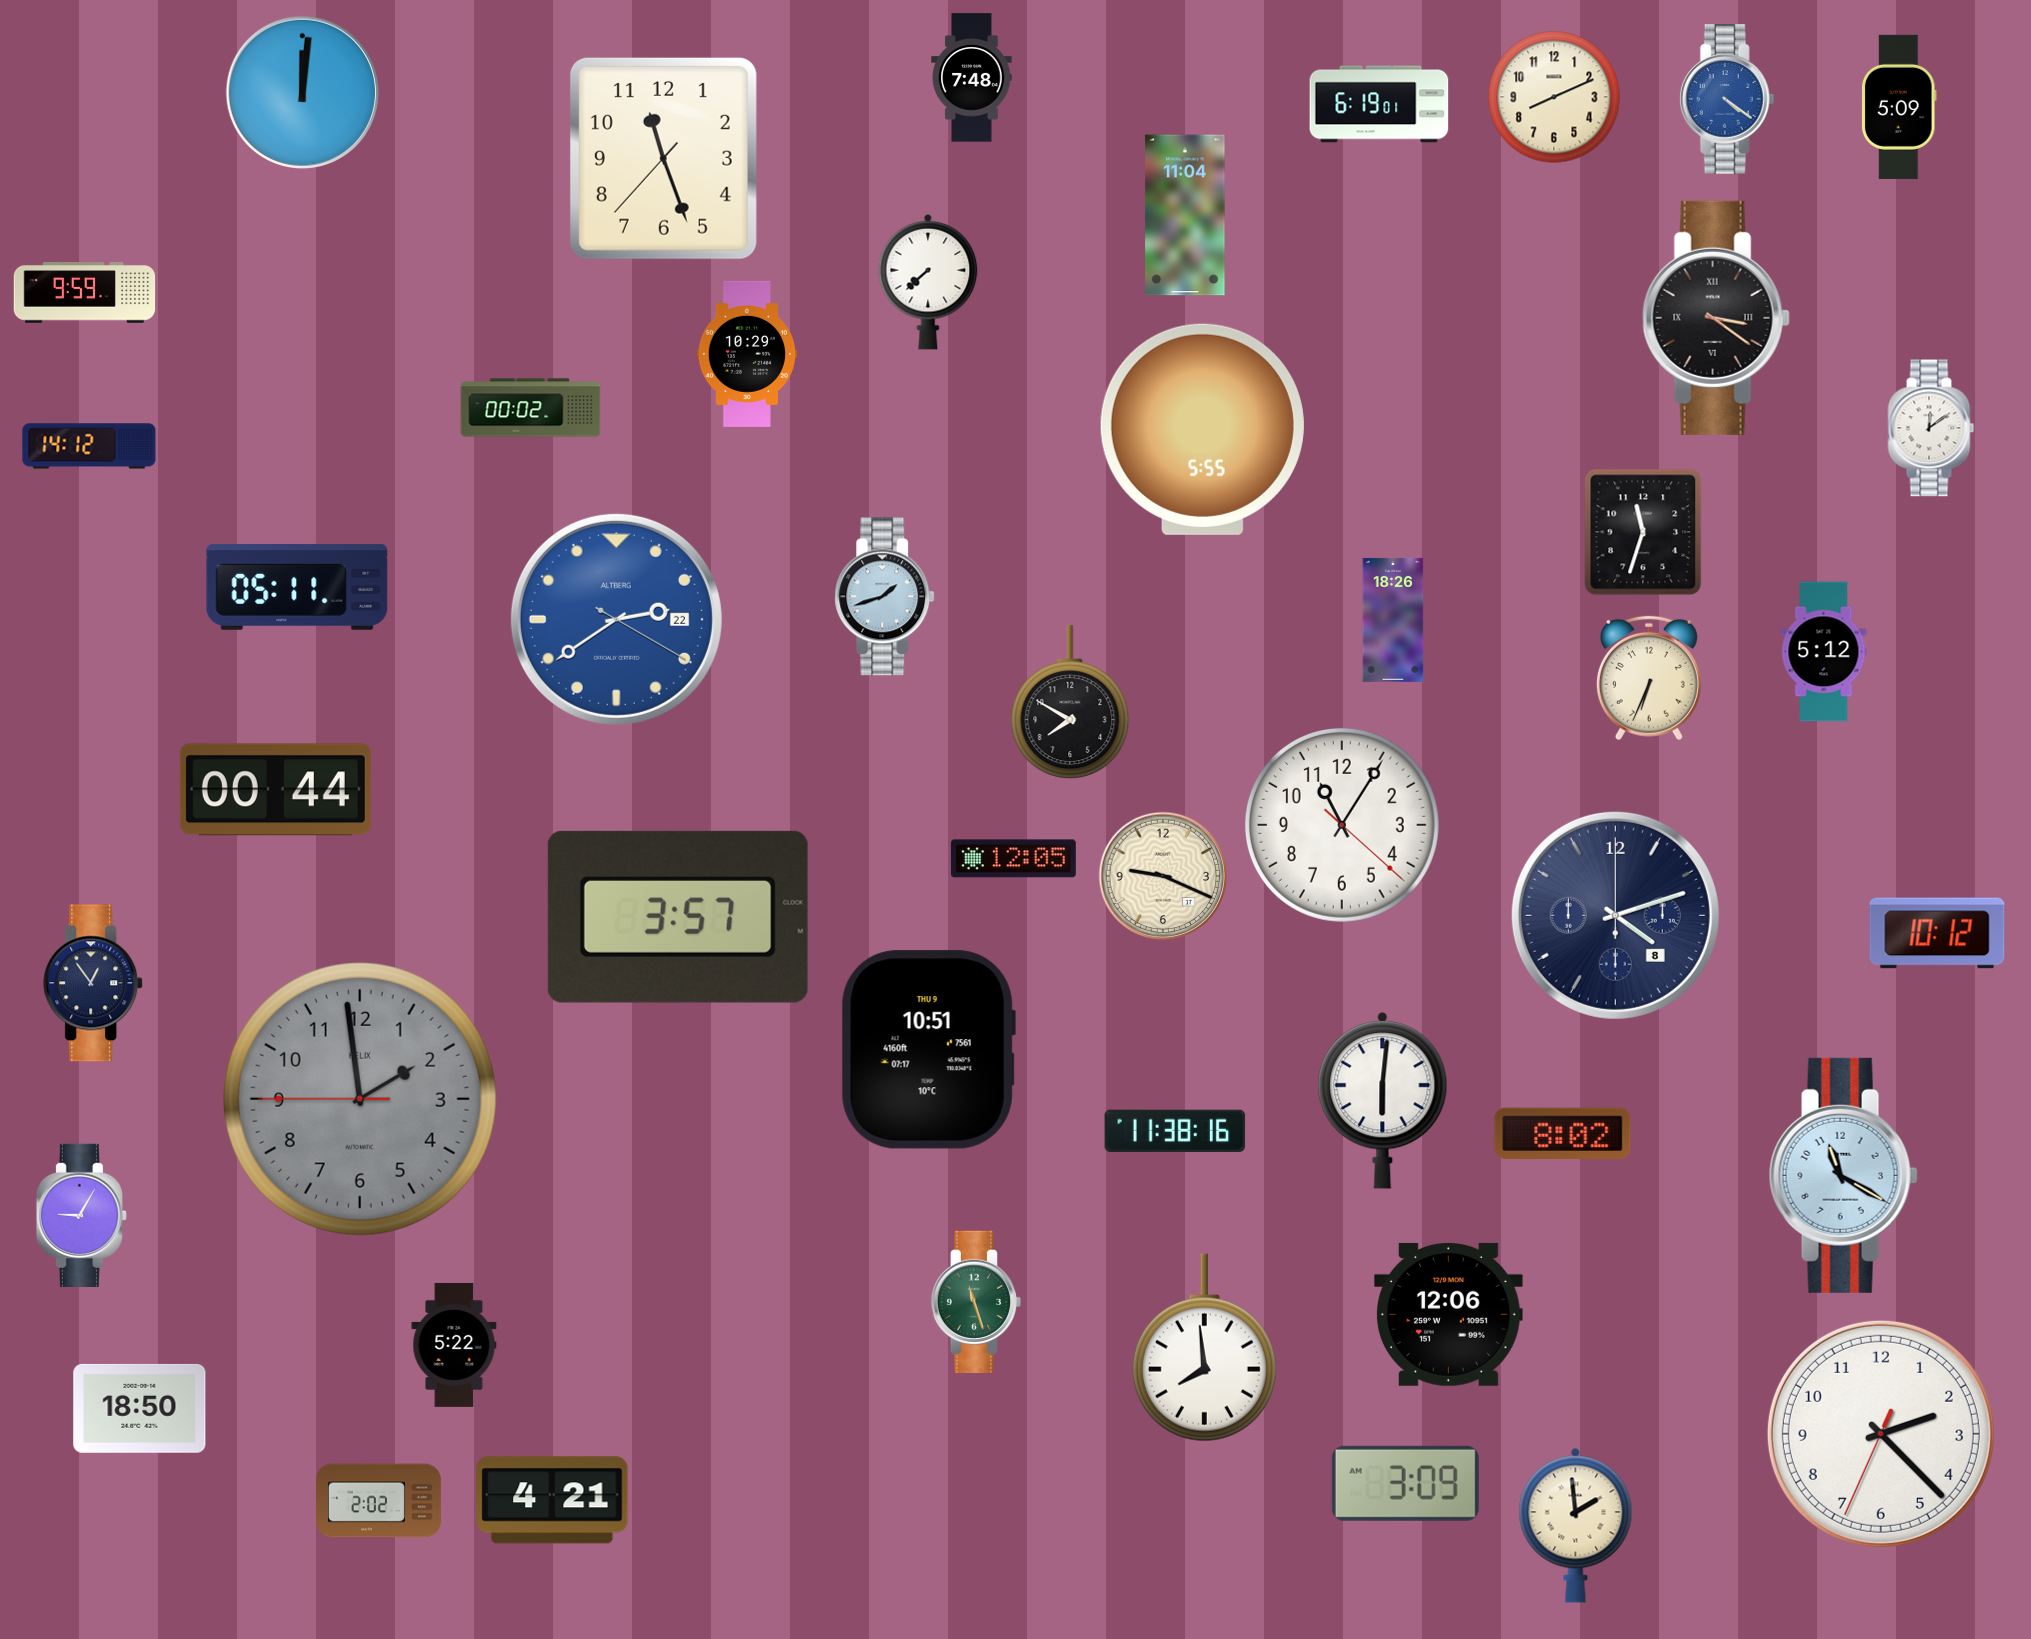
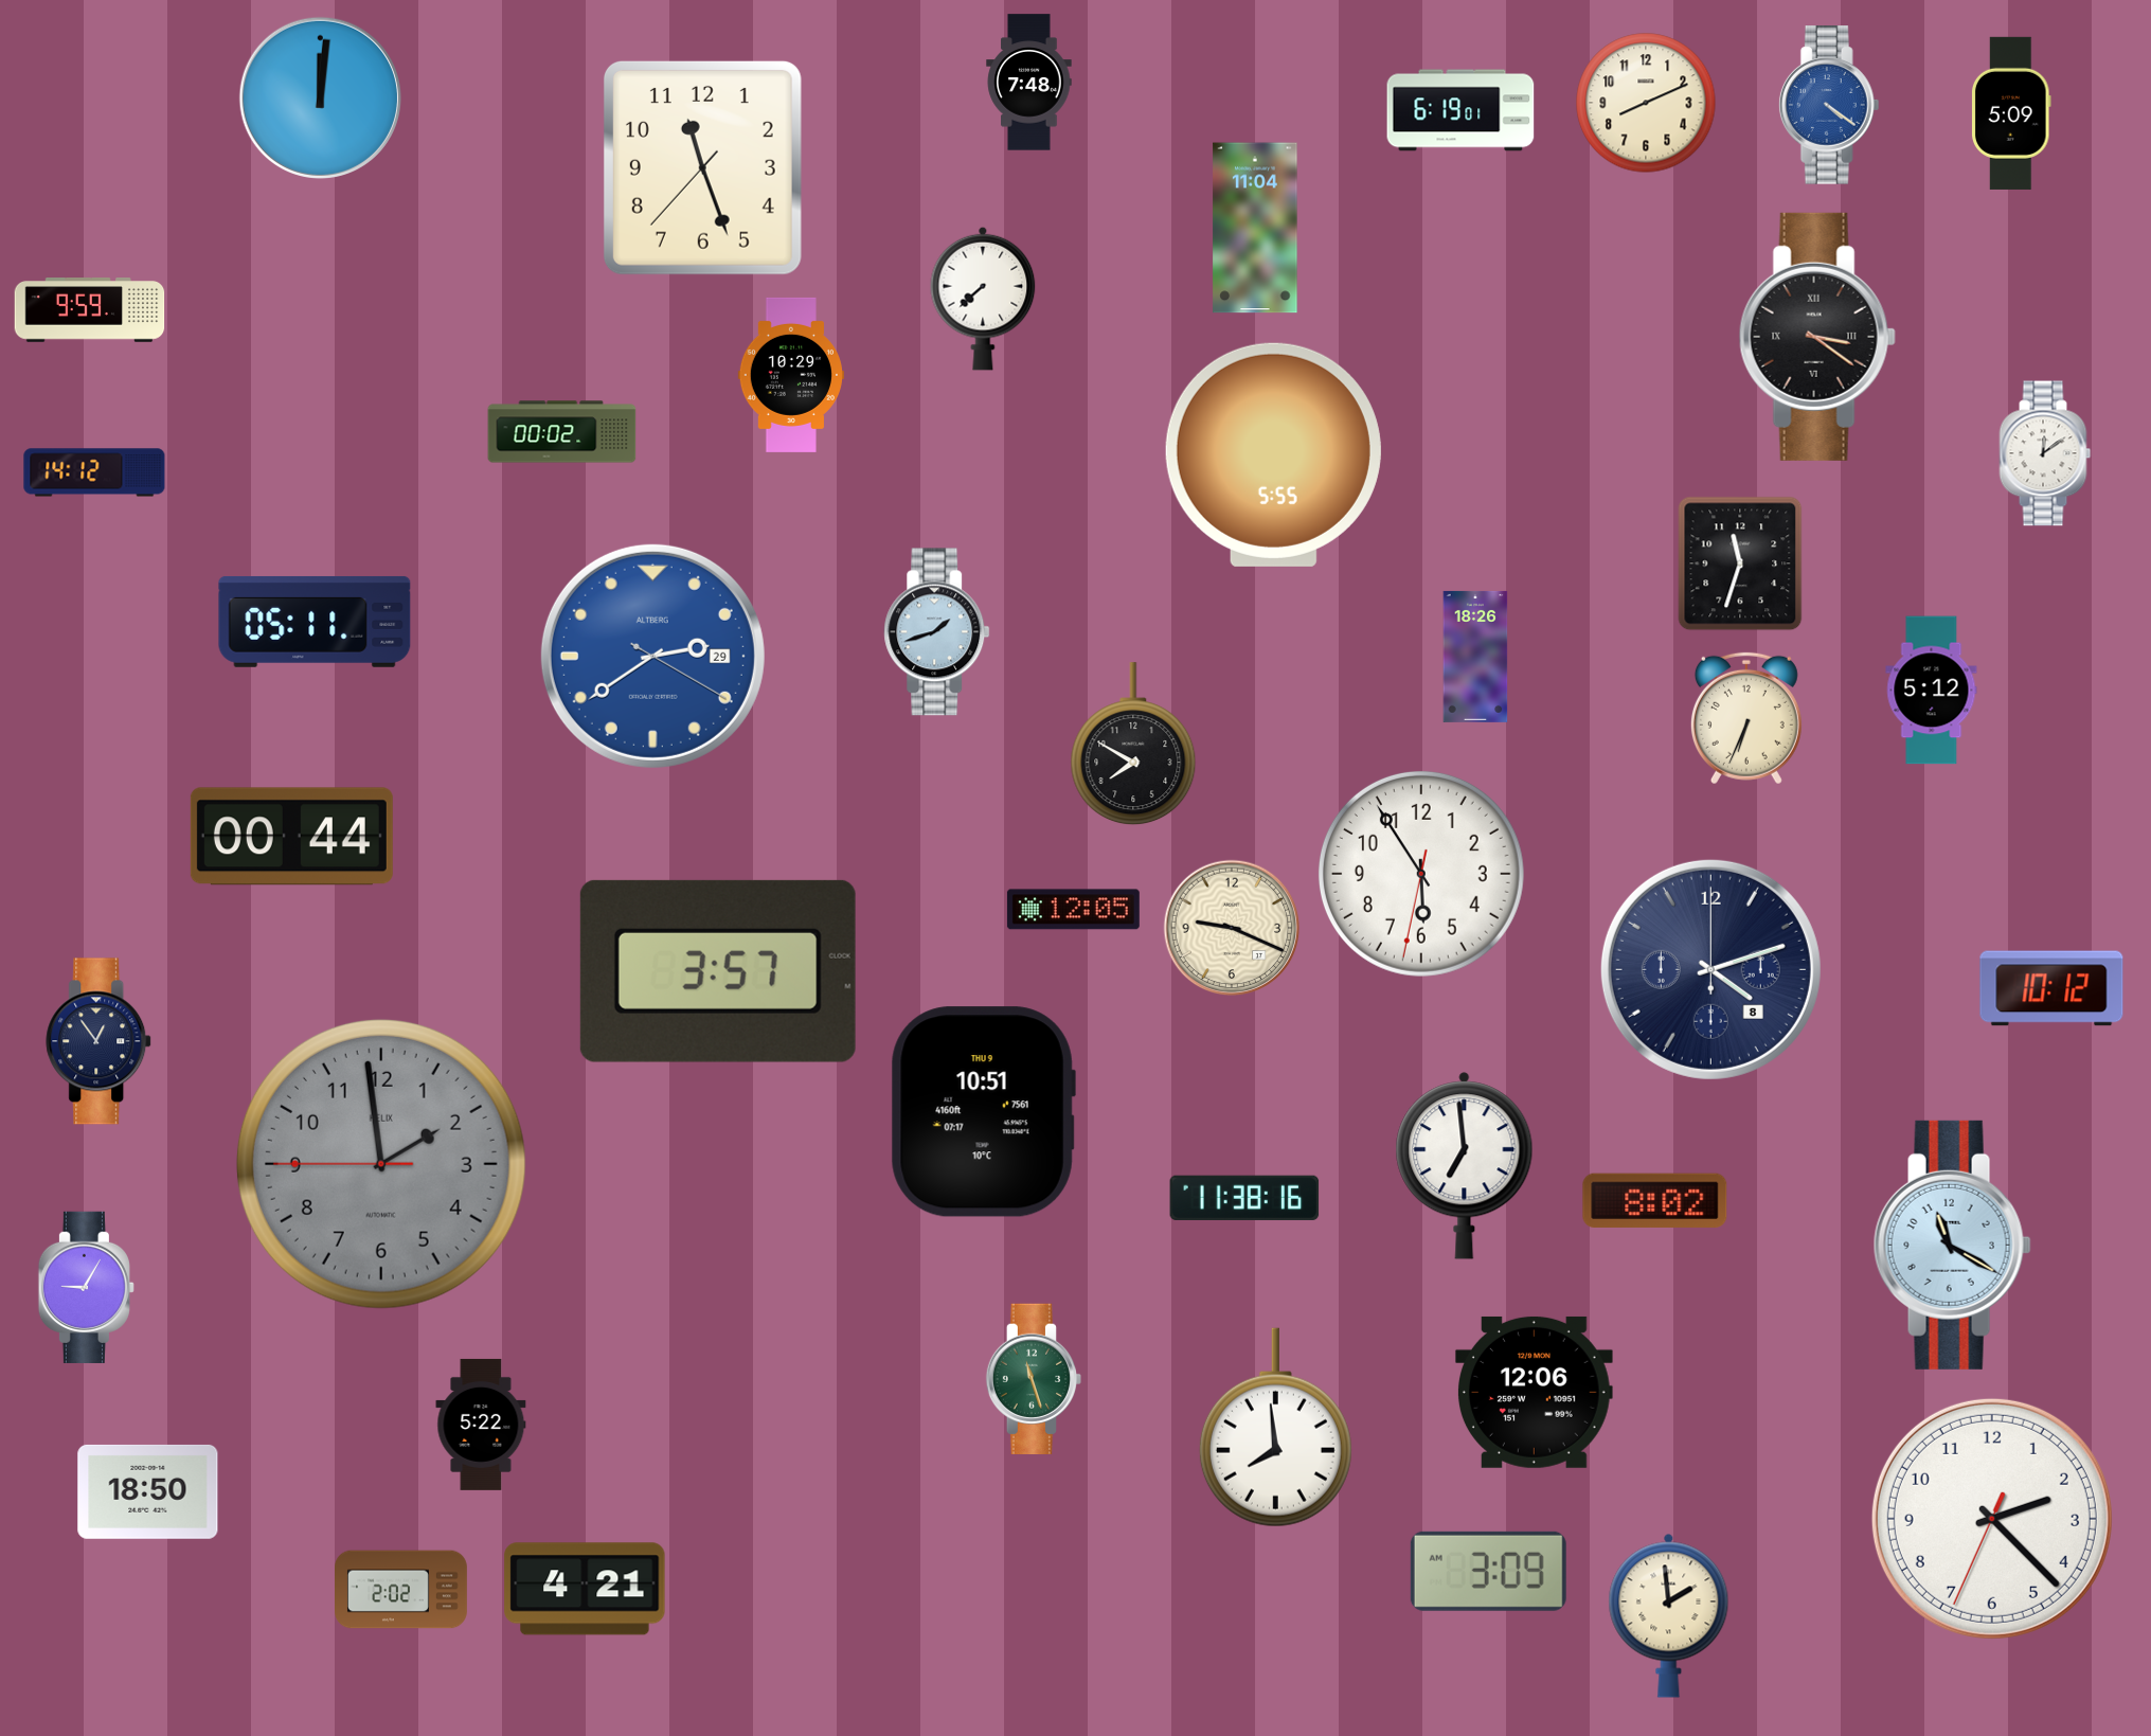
clock at (616, 619) date: 22 -> 29
clock at (1342, 825): 11:05 -> 5:54
clock at (1383, 1101): 6:01 -> 6:59
